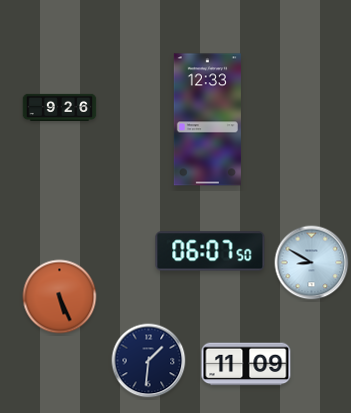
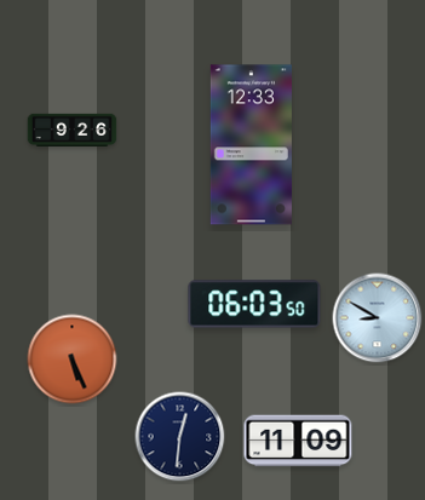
clock at (210, 251): 06:07 -> 06:03
clock at (149, 361): 1:31 -> 12:31
